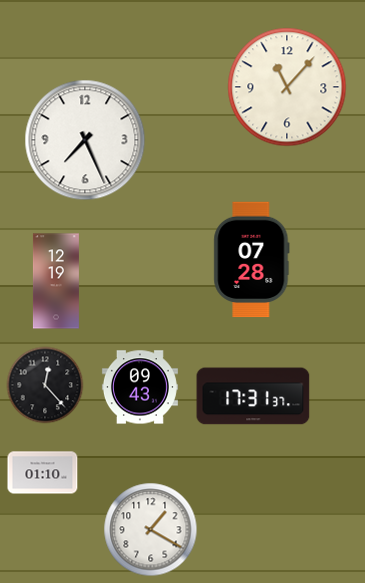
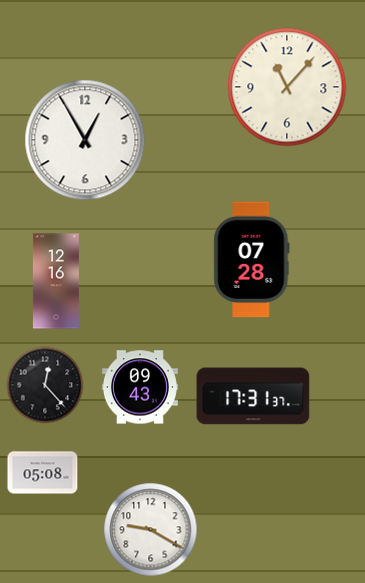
clock at (85, 140): 7:26 -> 12:55
clock at (56, 281): 12:19 -> 12:16
clock at (43, 473): 01:10 -> 05:08
clock at (151, 530): 1:20 -> 9:20
